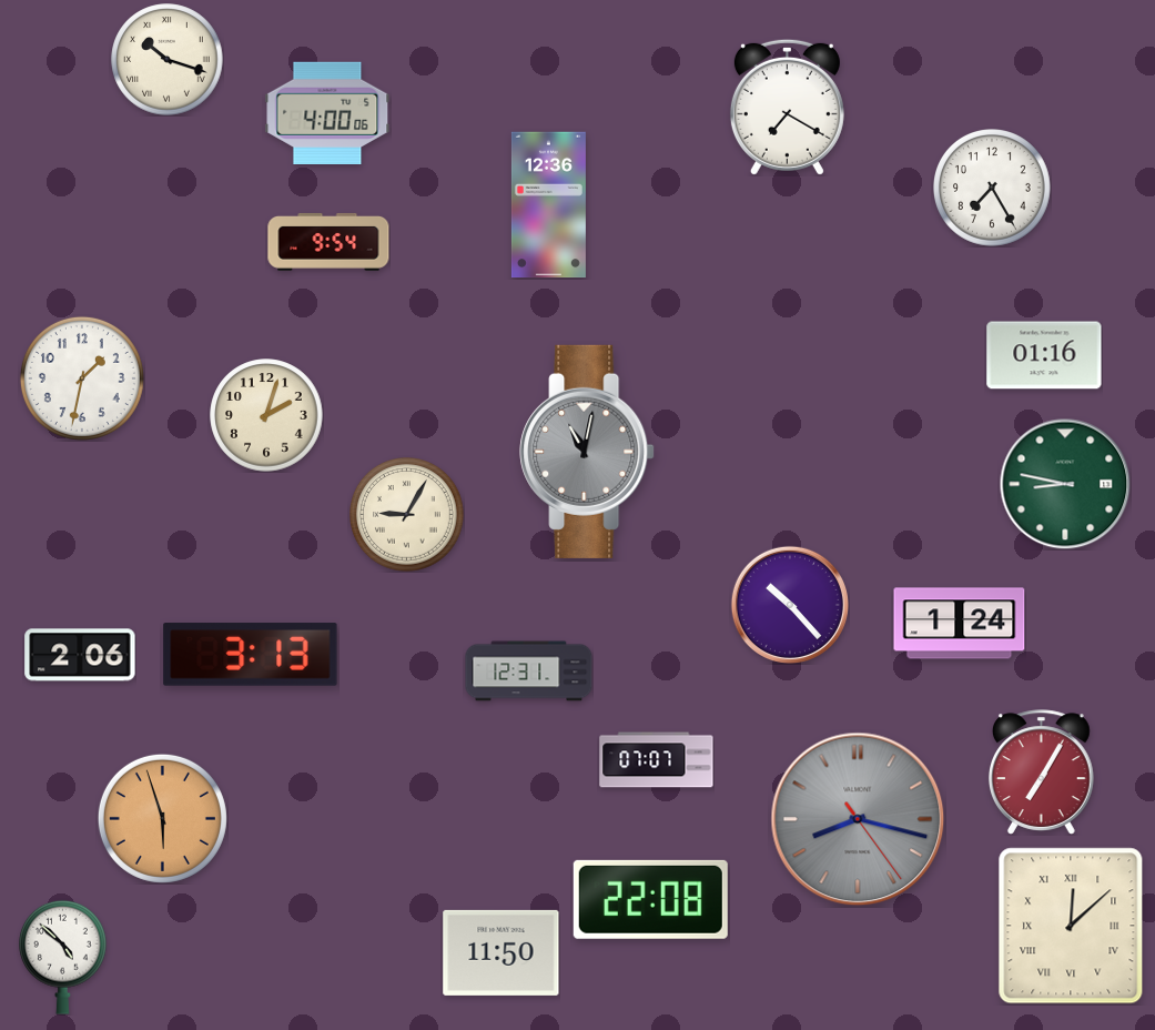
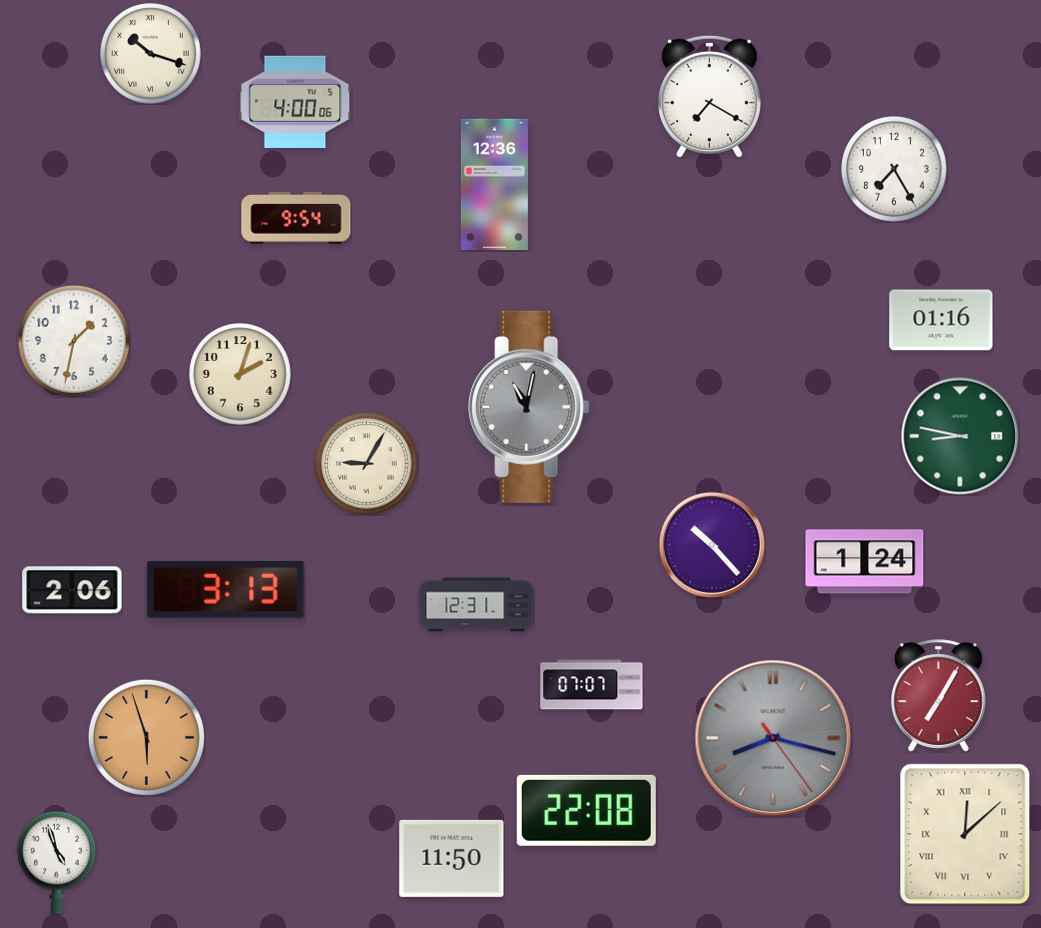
clock at (63, 957): 4:52 -> 4:57
